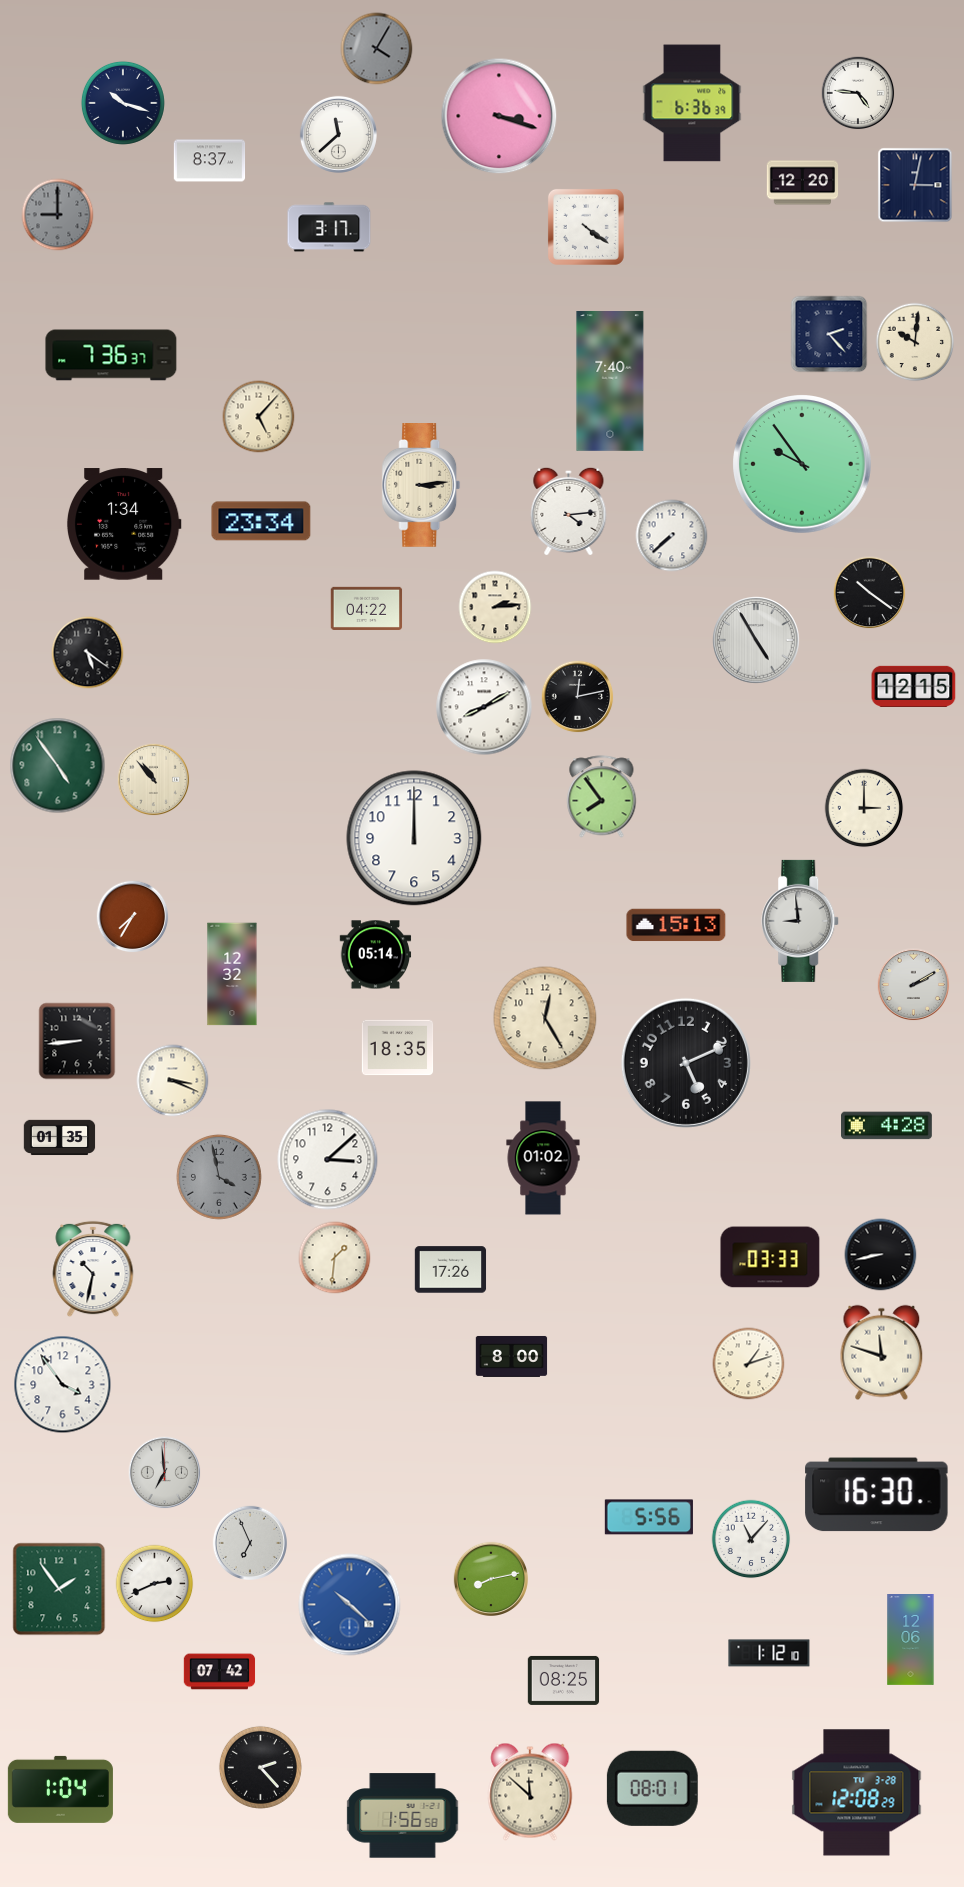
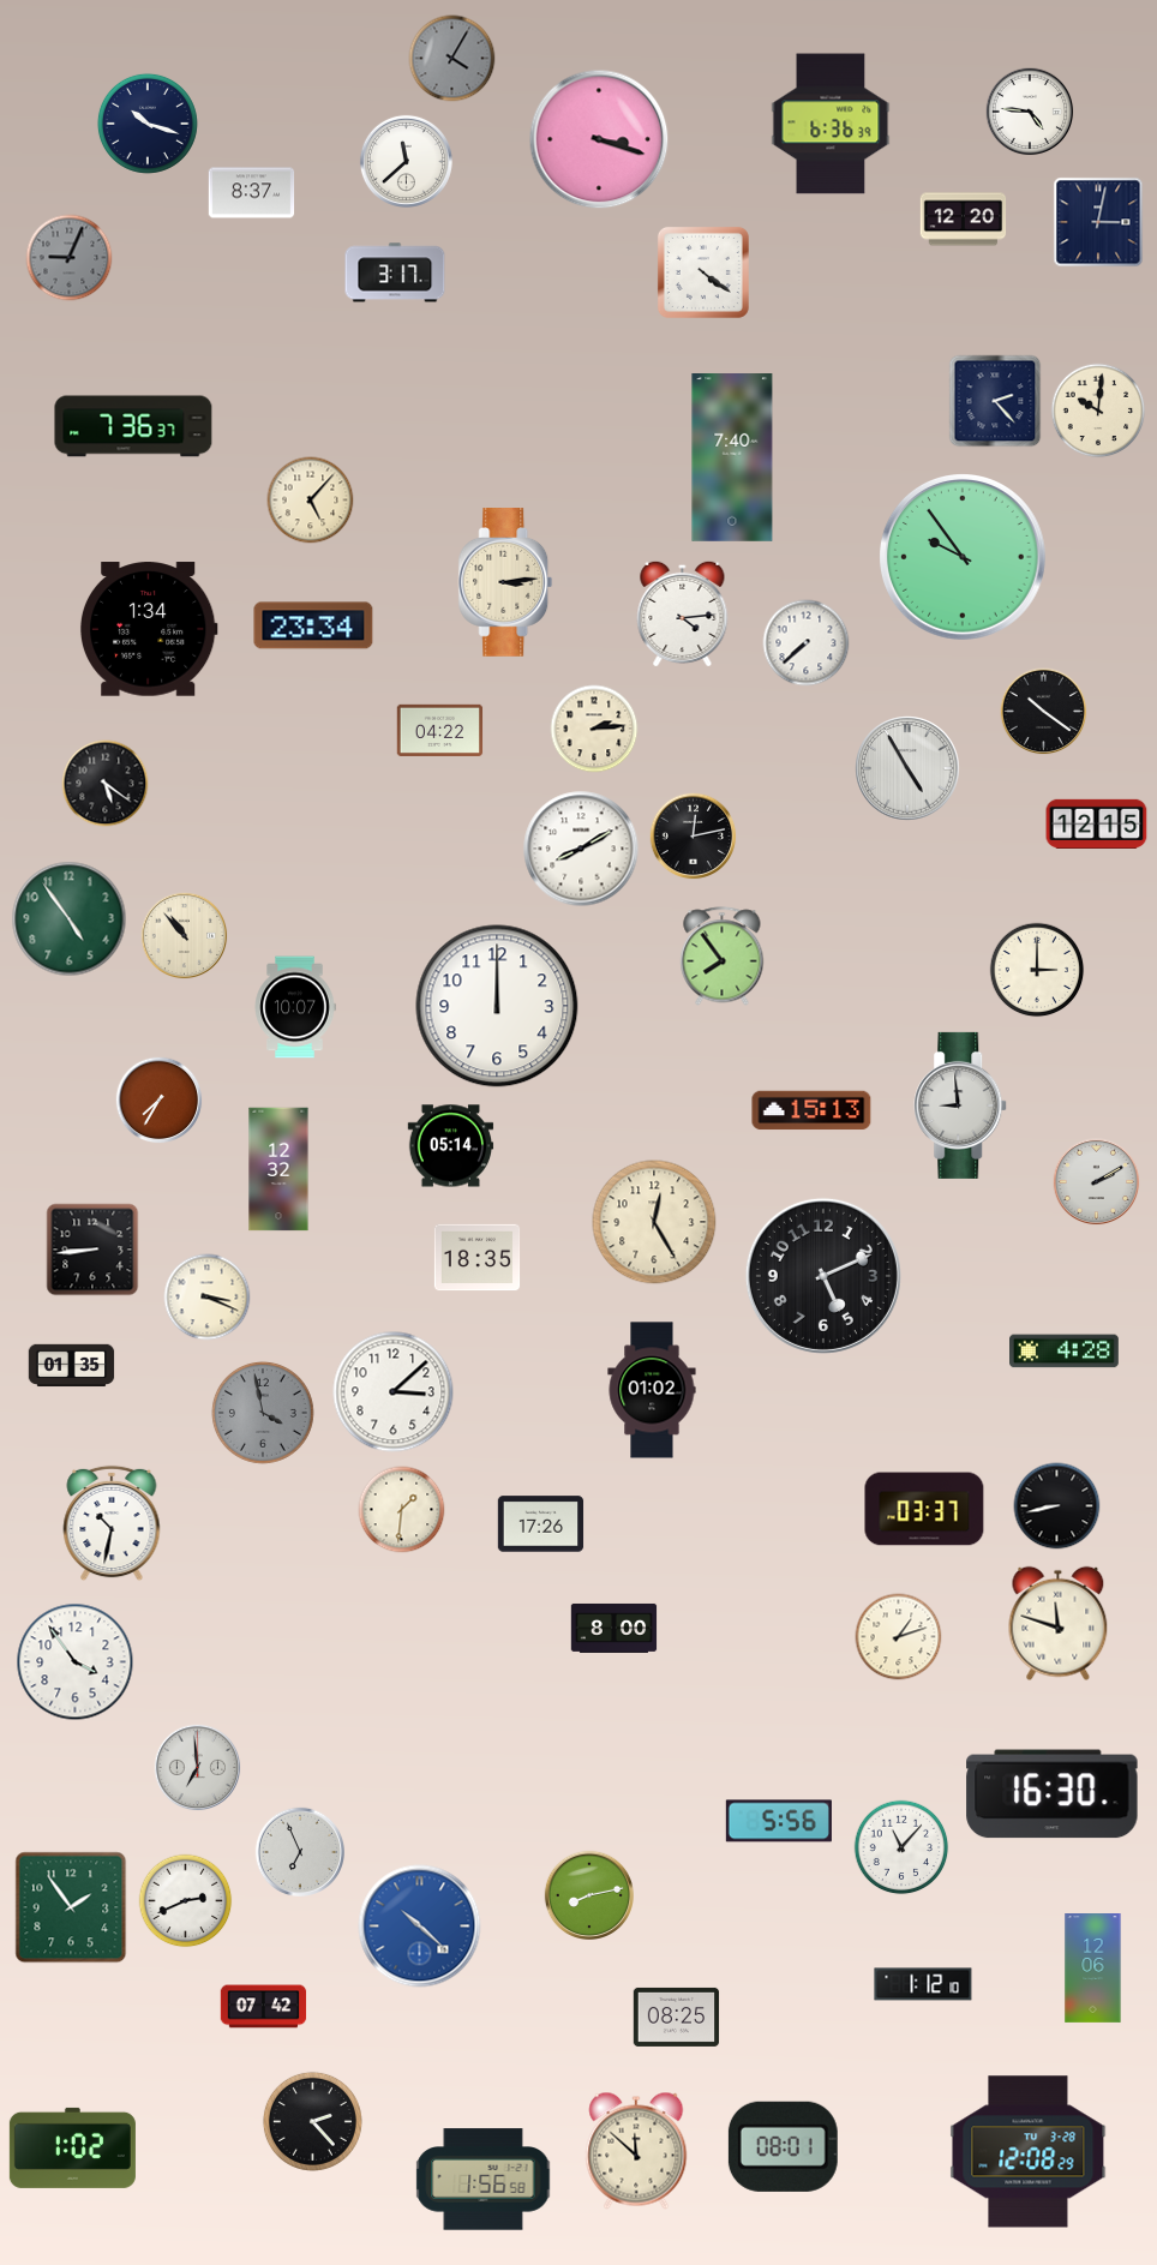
clock at (58, 215): 9:00 -> 9:04
clock at (295, 1007): none -> 10:07
clock at (770, 1257): 03:33 -> 03:37
clock at (60, 1789): 1:04 -> 1:02
